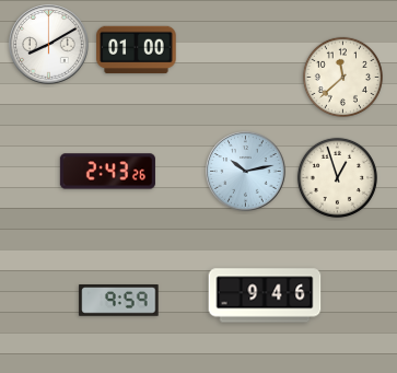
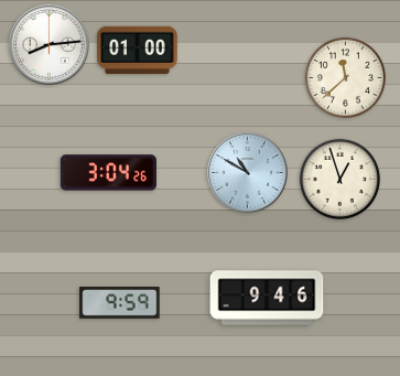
clock at (49, 45): 8:10 -> 8:14
clock at (107, 172): 2:43 -> 3:04
clock at (246, 172): 10:13 -> 10:50
